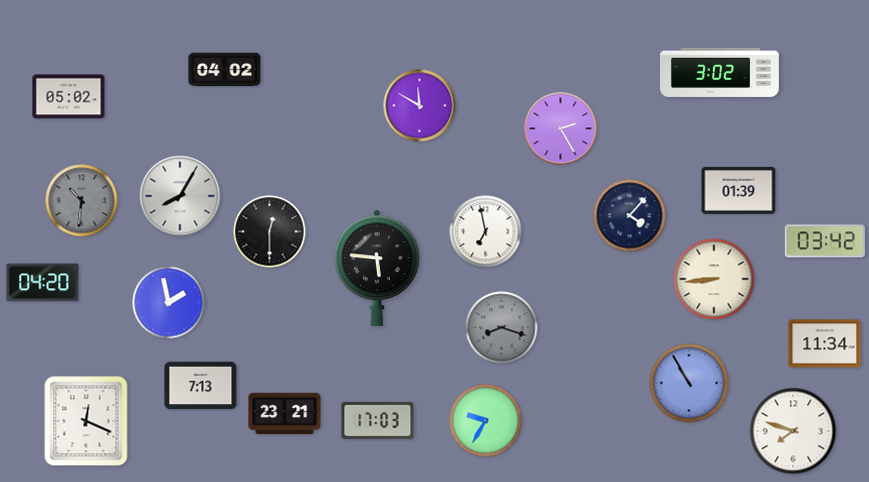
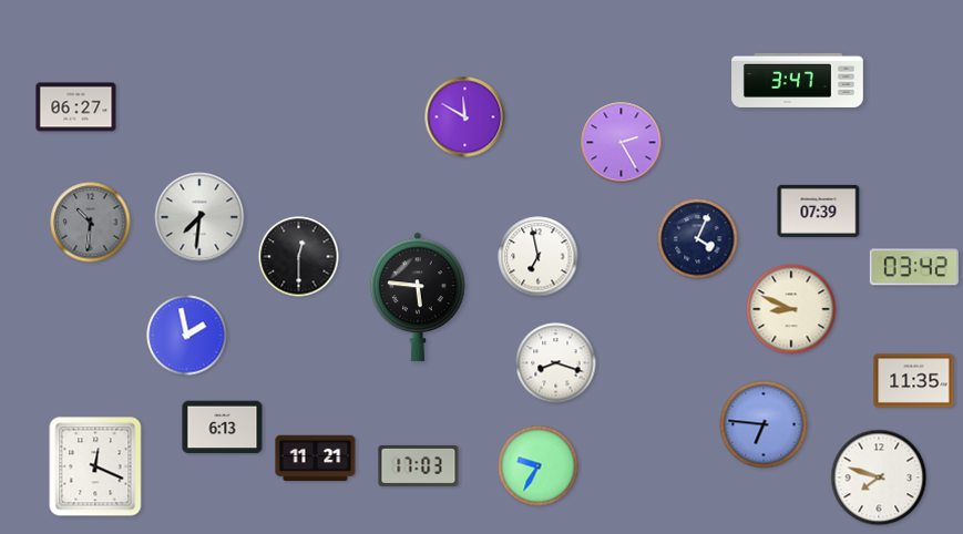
clock at (225, 70): 04:02 -> none
clock at (720, 72): 3:02 -> 3:47
clock at (69, 97): 05:02 -> 06:27
clock at (739, 190): 01:39 -> 07:39
clock at (180, 196): 8:05 -> 7:31
clock at (630, 216): 4:07 -> 4:04
clock at (714, 279): 8:44 -> 8:49
clock at (43, 283): 04:20 -> none
clock at (502, 328) dial: grey -> white
clock at (825, 344): 11:34 -> 11:35
clock at (689, 383): 10:55 -> 6:46
clock at (201, 386): 7:13 -> 6:13
clock at (285, 414): 23:21 -> 11:21
